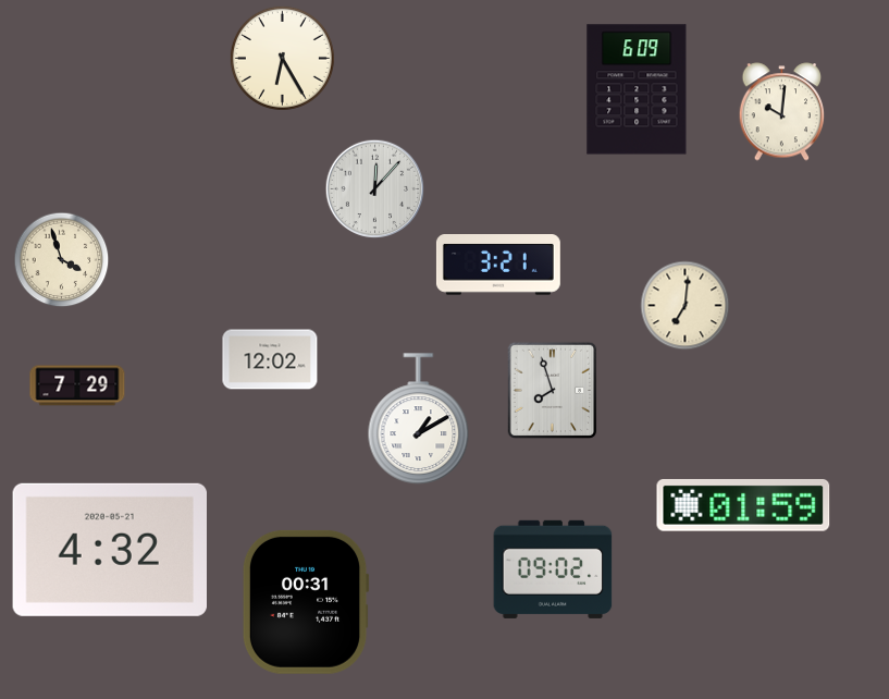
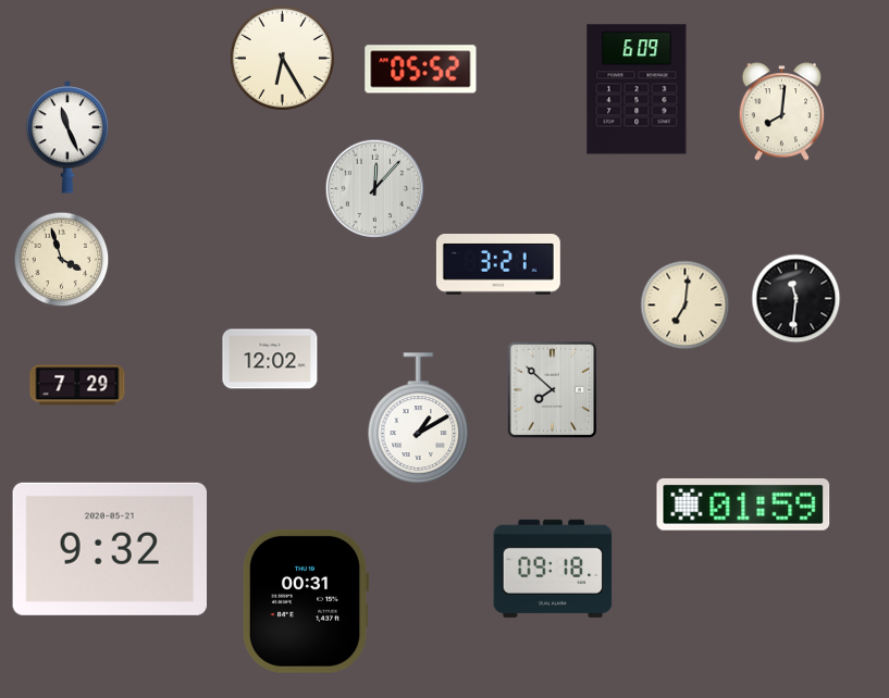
clock at (421, 70): none -> 05:52
clock at (782, 112): 10:01 -> 8:01
clock at (67, 137): none -> 11:26
clock at (797, 299): none -> 11:31
clock at (553, 391): 7:57 -> 7:52
clock at (109, 550): 4:32 -> 9:32
clock at (553, 569): 09:02 -> 09:18
